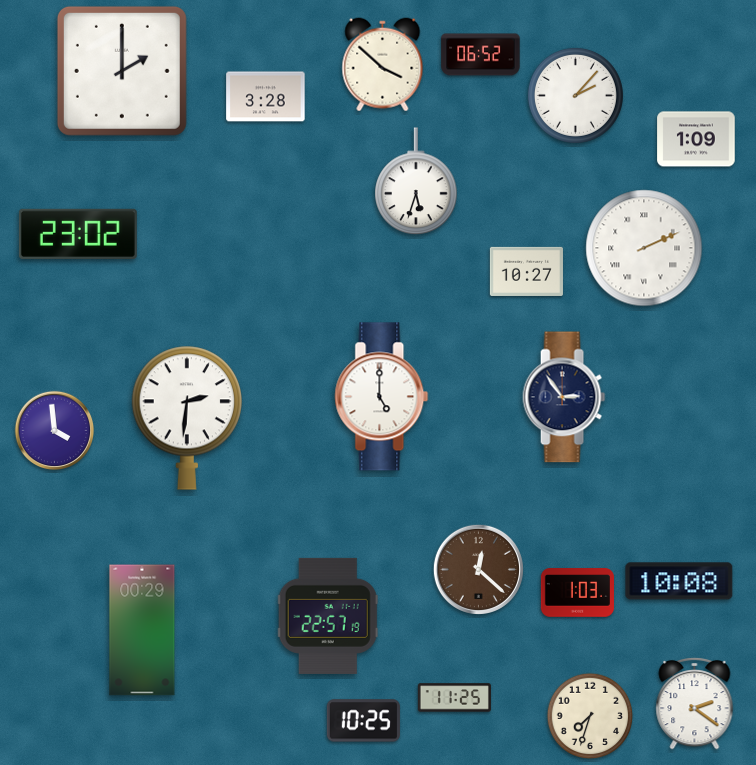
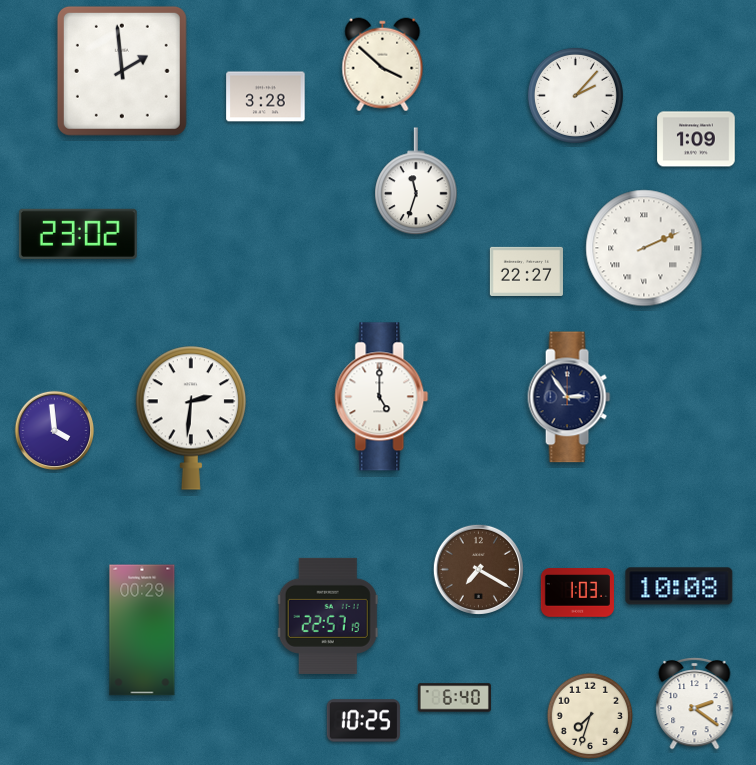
clock at (481, 55): 06:52 -> none
clock at (122, 71): 2:00 -> 1:59
clock at (416, 181): 5:33 -> 11:33
clock at (526, 271): 10:27 -> 22:27
clock at (564, 397) position: (564, 397) -> (569, 397)
clock at (186, 418) position: (186, 418) -> (190, 418)
clock at (478, 569): 12:22 -> 7:20
clock at (679, 581) position: (679, 581) -> (679, 586)
clock at (454, 698): 11:25 -> 6:40
